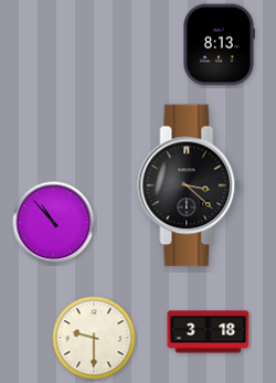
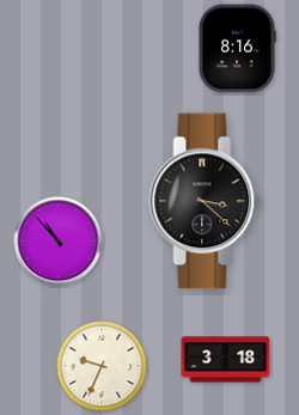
clock at (220, 45): 8:13 -> 8:16
clock at (94, 338): 9:30 -> 9:34
